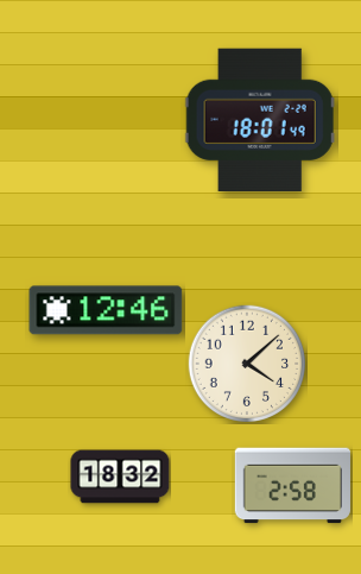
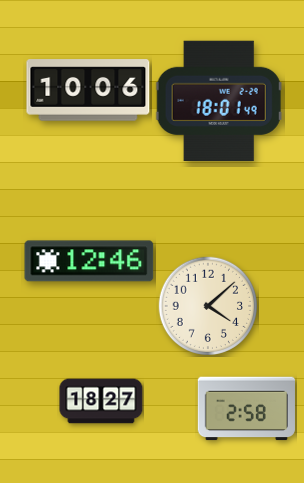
clock at (88, 90): none -> 10:06
clock at (120, 477): 18:32 -> 18:27
